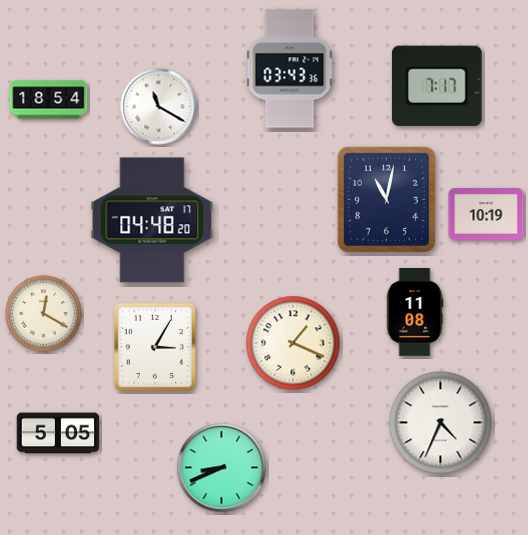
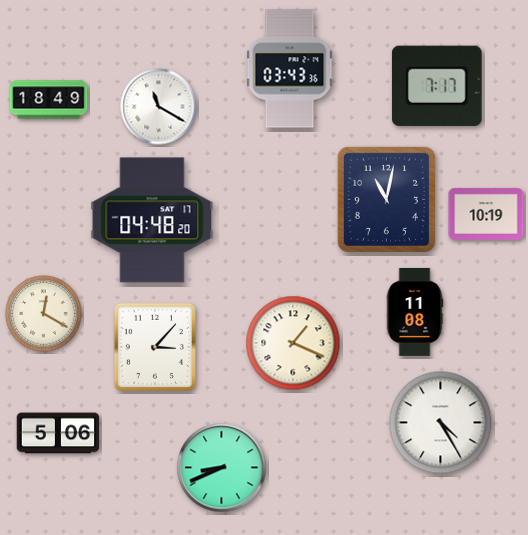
clock at (49, 100): 18:54 -> 18:49
clock at (155, 347): 3:05 -> 3:07
clock at (441, 423): 4:34 -> 4:25
clock at (58, 433): 5:05 -> 5:06
